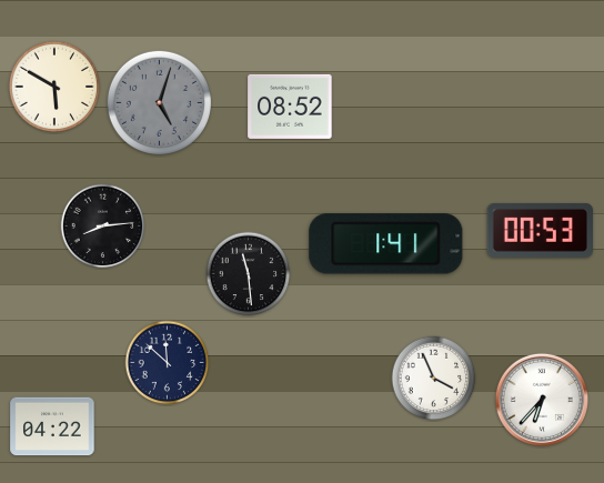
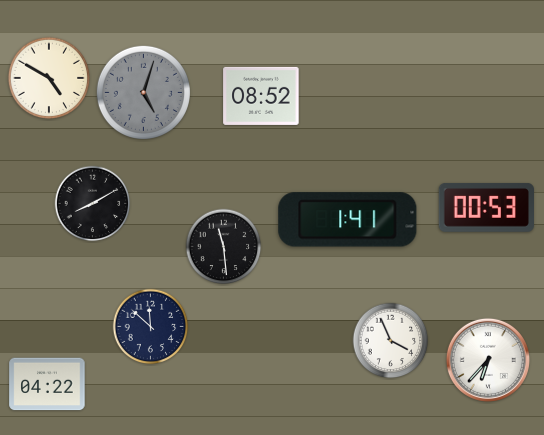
clock at (54, 87): 5:50 -> 4:50
clock at (103, 227): 8:14 -> 8:10
